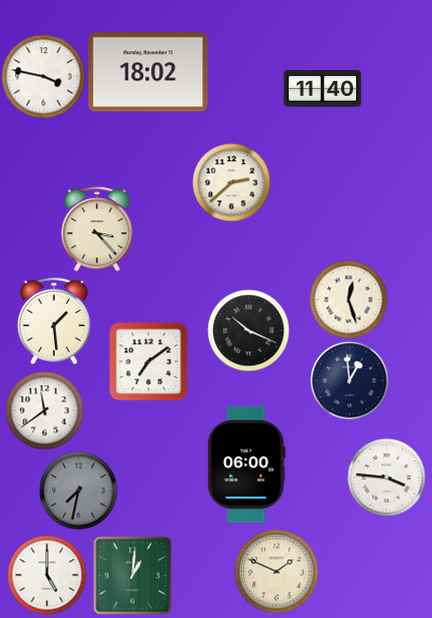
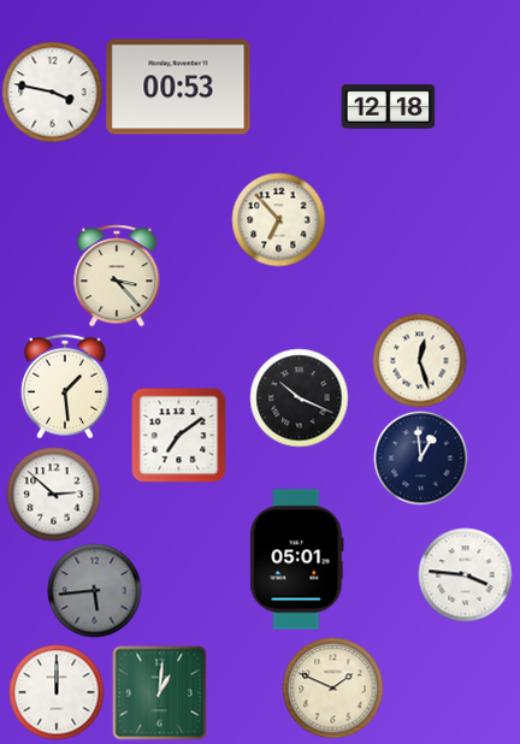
clock at (148, 72): 18:02 -> 00:53
clock at (322, 89): 11:40 -> 12:18
clock at (231, 182): 2:38 -> 6:53
clock at (44, 410): 11:39 -> 2:52
clock at (247, 465): 06:00 -> 05:01
clock at (78, 490): 7:32 -> 5:44
clock at (47, 575): 5:00 -> 12:00
